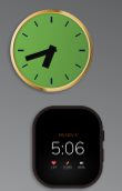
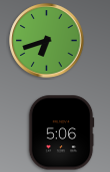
clock at (52, 51) position: (52, 51) -> (47, 41)
